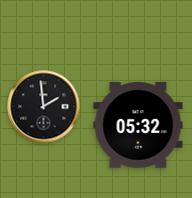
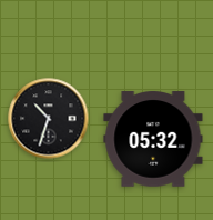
clock at (44, 107): 1:59 -> 10:33
